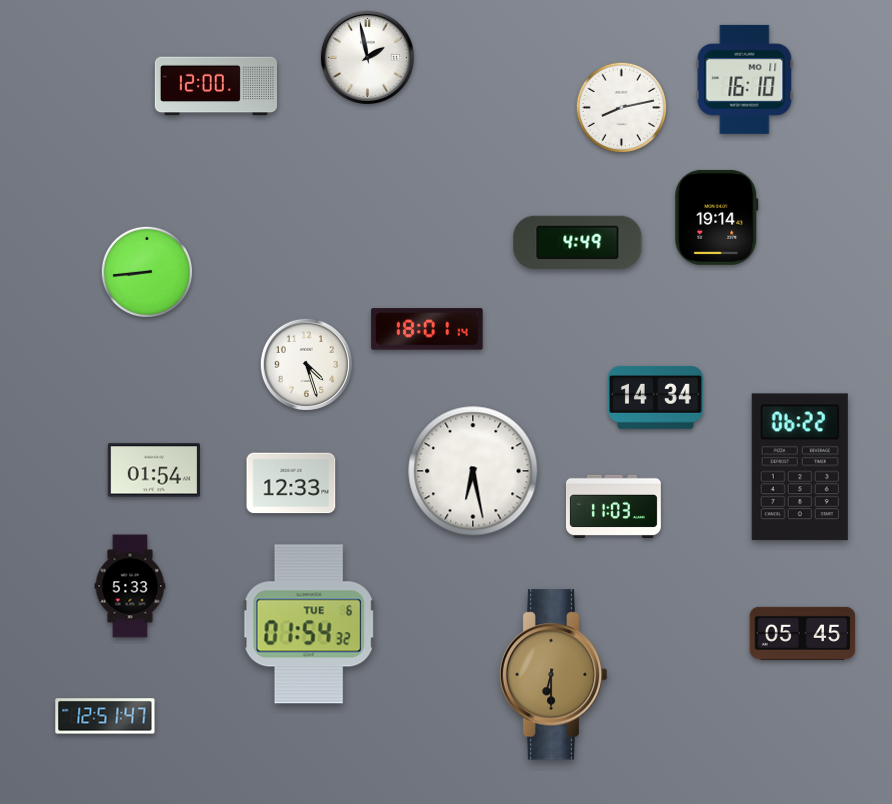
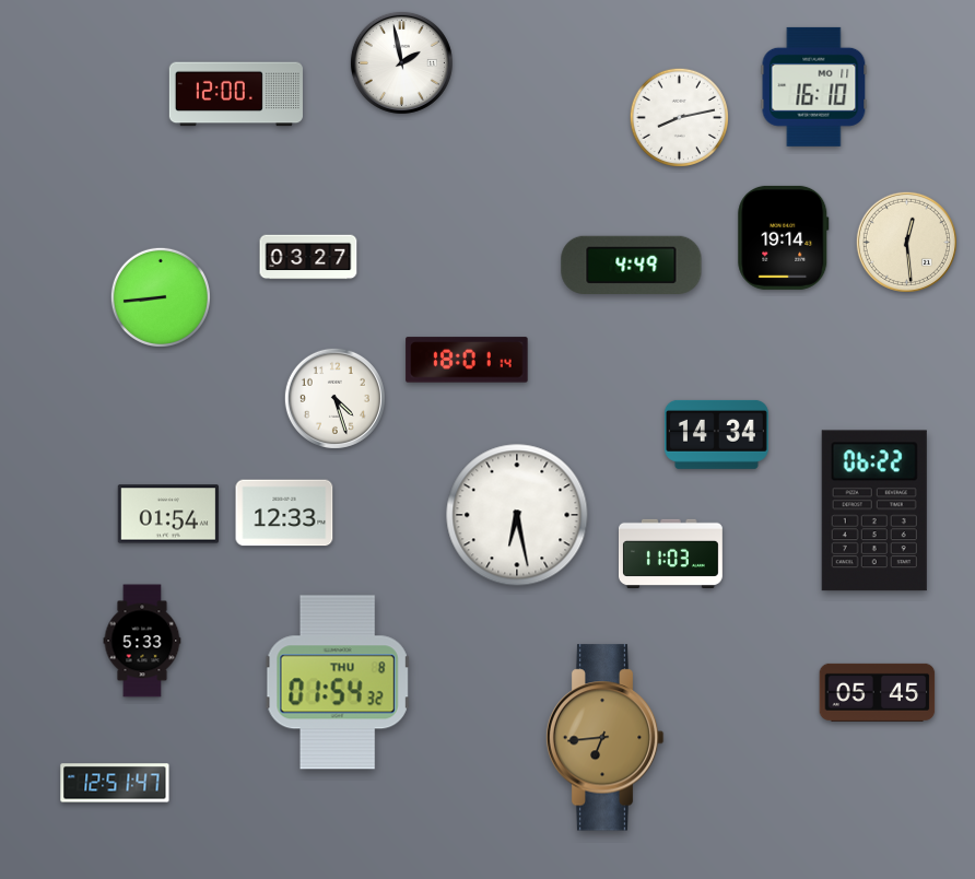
clock at (906, 242): none -> 12:29
clock at (308, 257): none -> 03:27
clock at (291, 483) position: (291, 483) -> (284, 513)
clock at (309, 624) date: TUE 6 -> THU 8
clock at (553, 675): 6:30 -> 6:44
